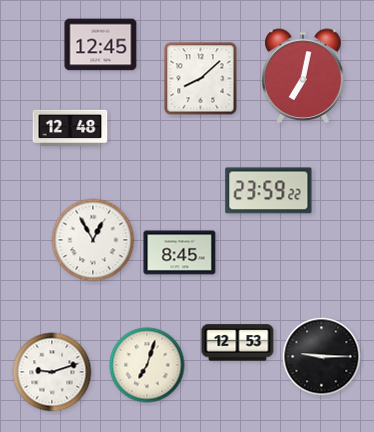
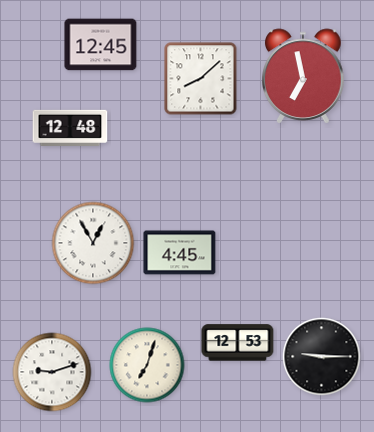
clock at (303, 76): 7:02 -> 6:58
clock at (269, 191): 23:59 -> none
clock at (93, 240) position: (93, 240) -> (93, 243)
clock at (180, 253): 8:45 -> 4:45
